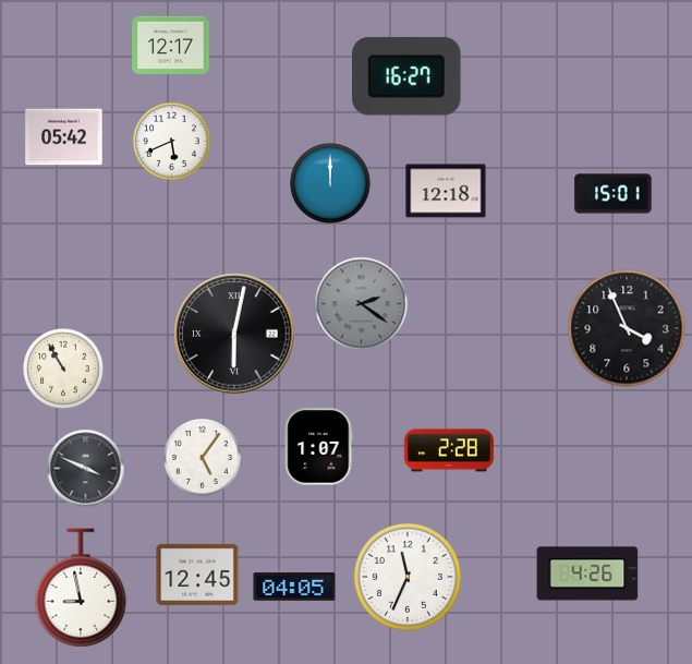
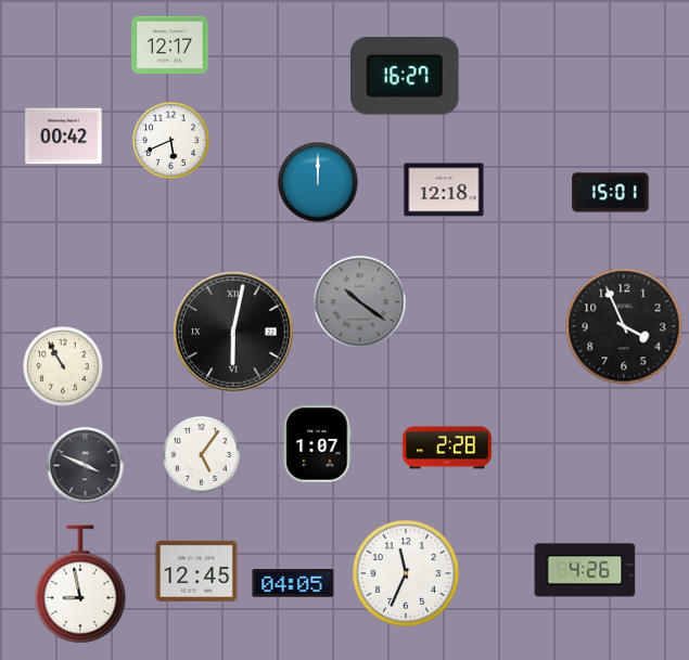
clock at (64, 137): 05:42 -> 00:42
clock at (330, 183) position: (330, 183) -> (318, 182)
clock at (362, 304): 2:21 -> 10:21
